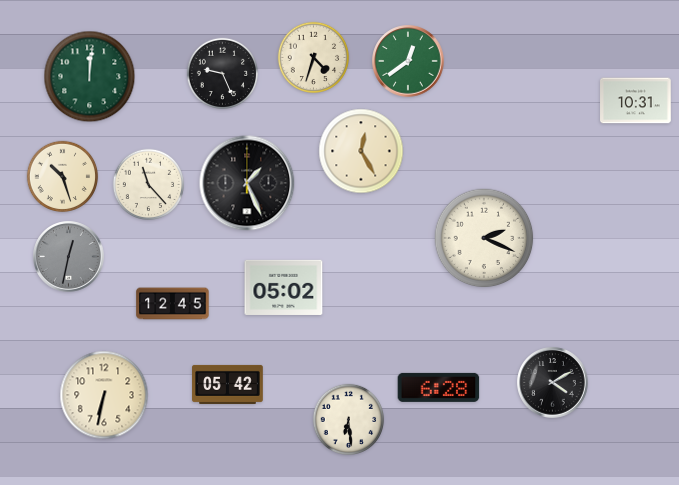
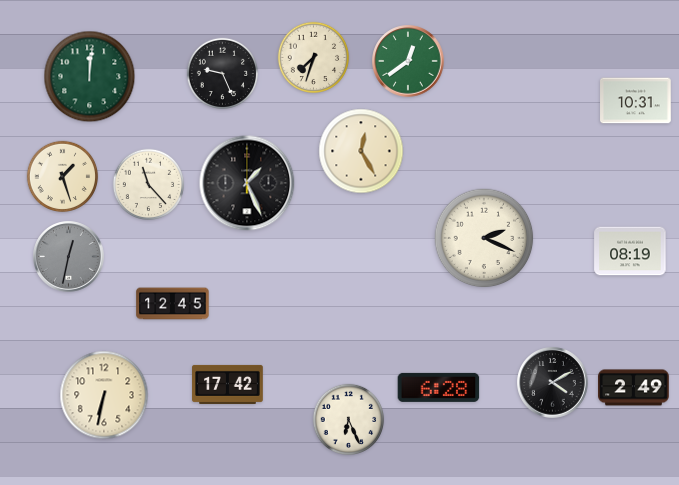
clock at (314, 58): 4:33 -> 7:33
clock at (63, 177): 10:27 -> 1:27
clock at (630, 251): none -> 08:19
clock at (284, 287): 05:02 -> none
clock at (228, 384): 05:42 -> 17:42
clock at (634, 388): none -> 2:49
clock at (349, 420): 6:29 -> 6:26
